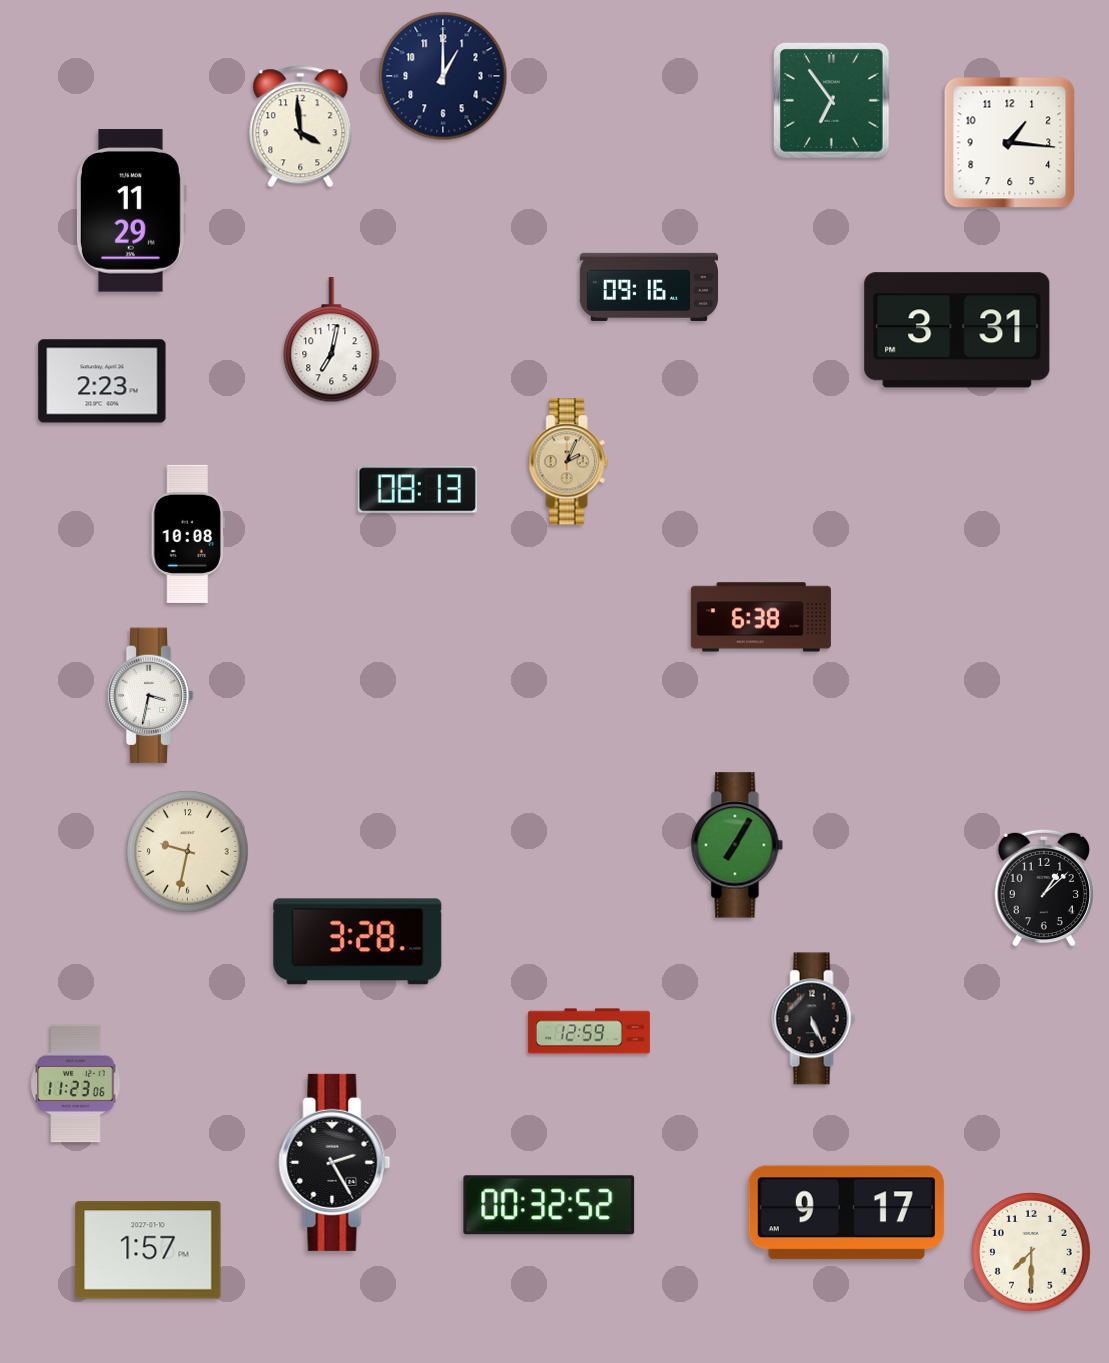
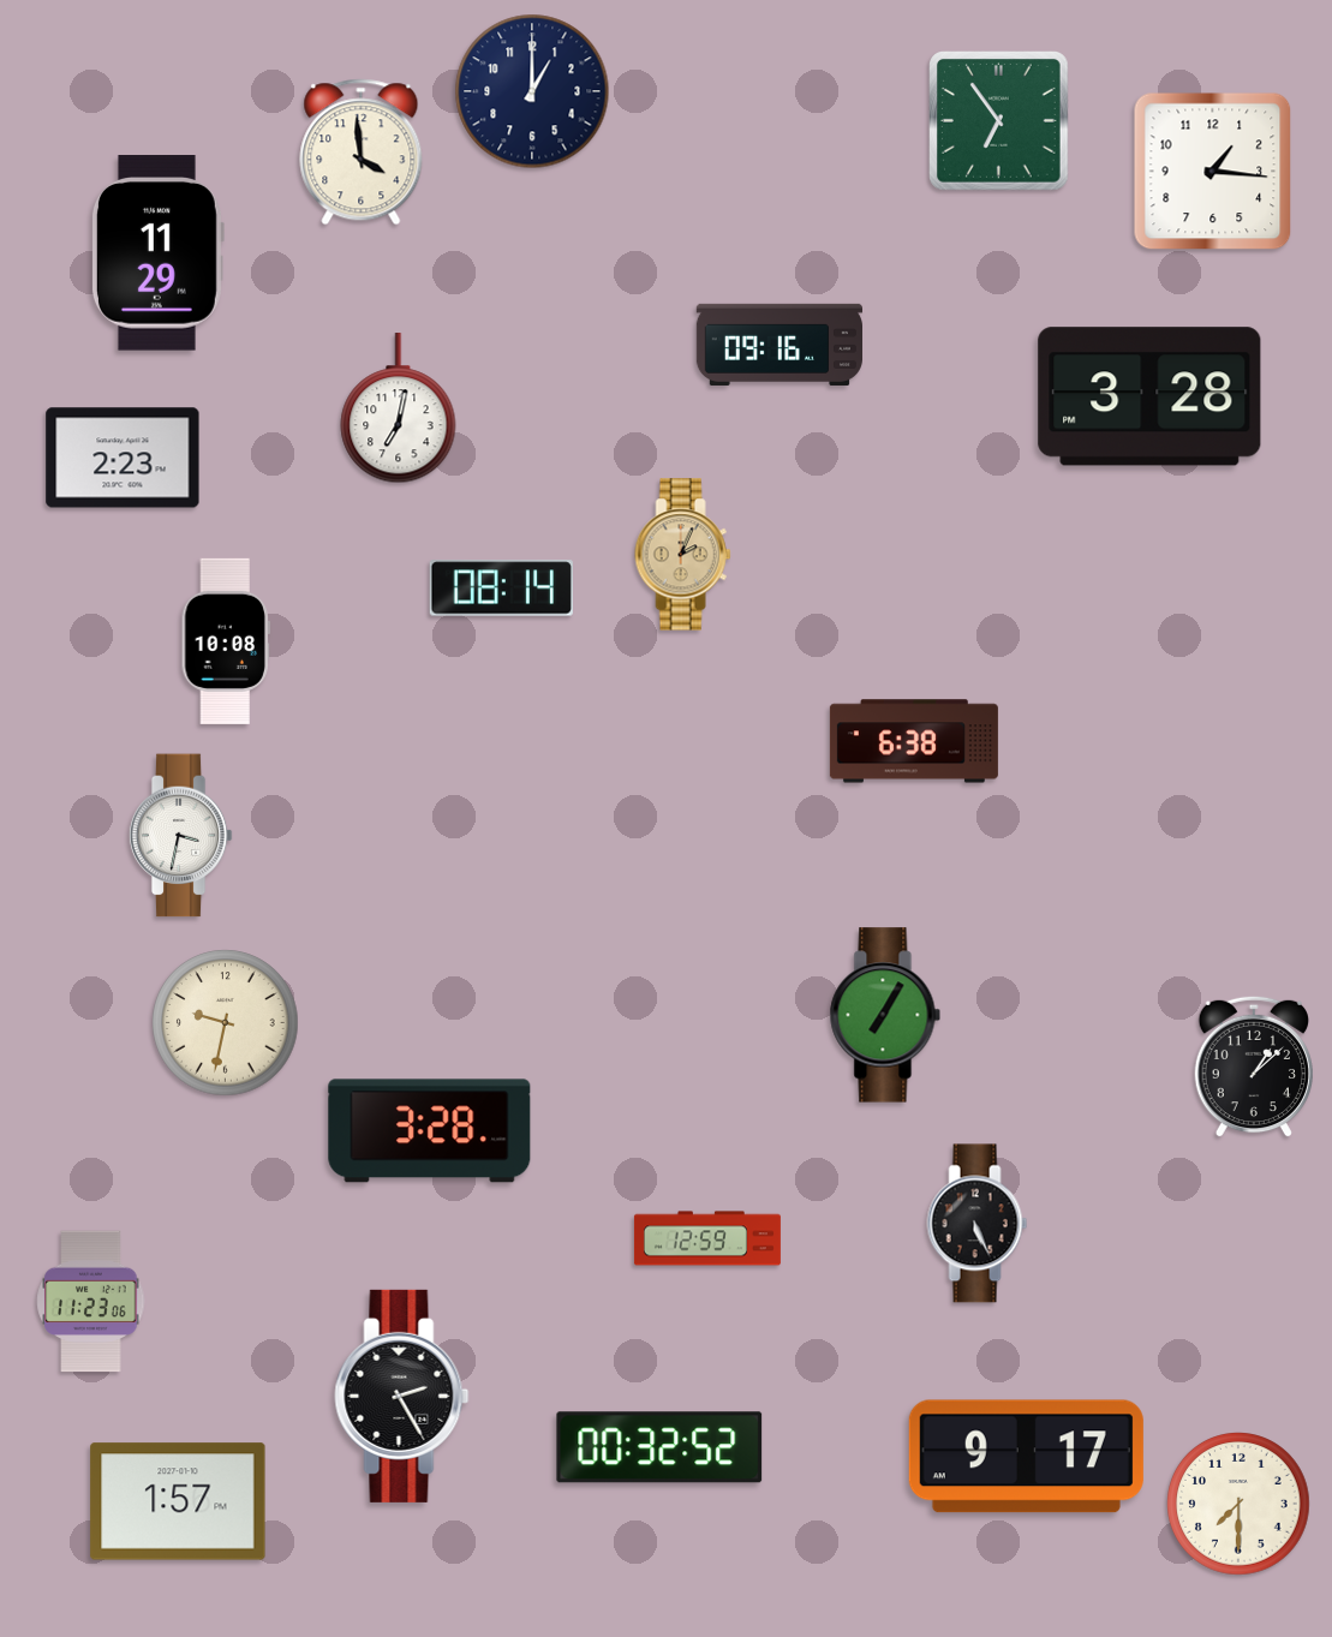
clock at (957, 330): 3:31 -> 3:28
clock at (417, 490): 08:13 -> 08:14
clock at (846, 1213) position: (846, 1213) -> (1026, 1457)
